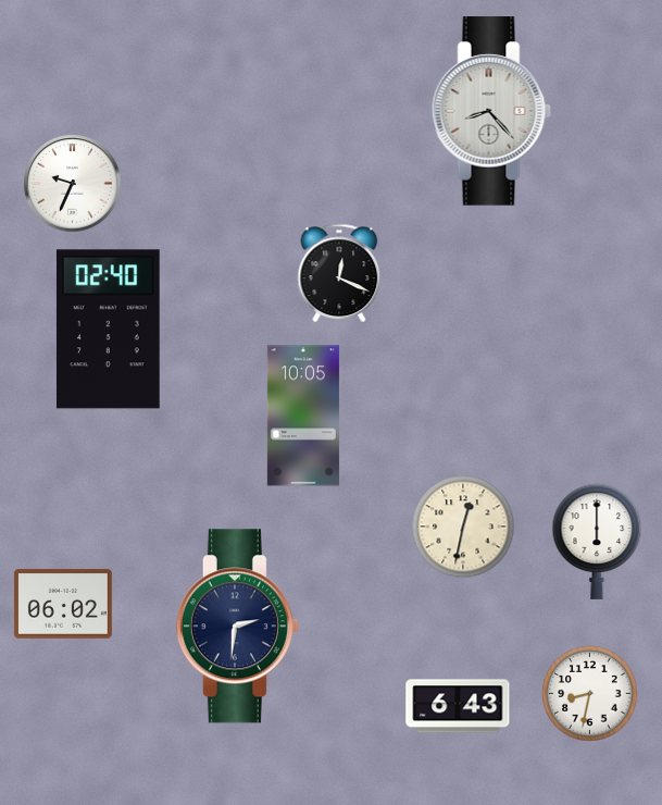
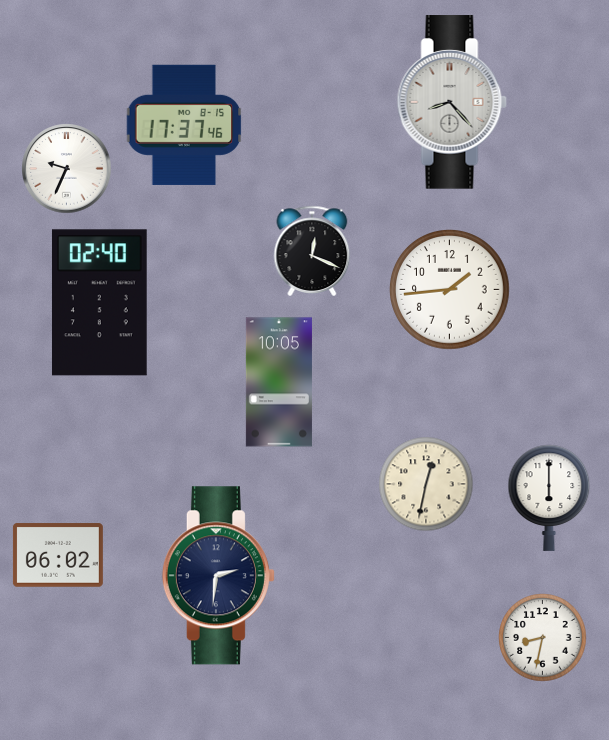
clock at (184, 125): none -> 17:37
clock at (450, 290): none -> 1:44
clock at (458, 706): 6:43 -> none
